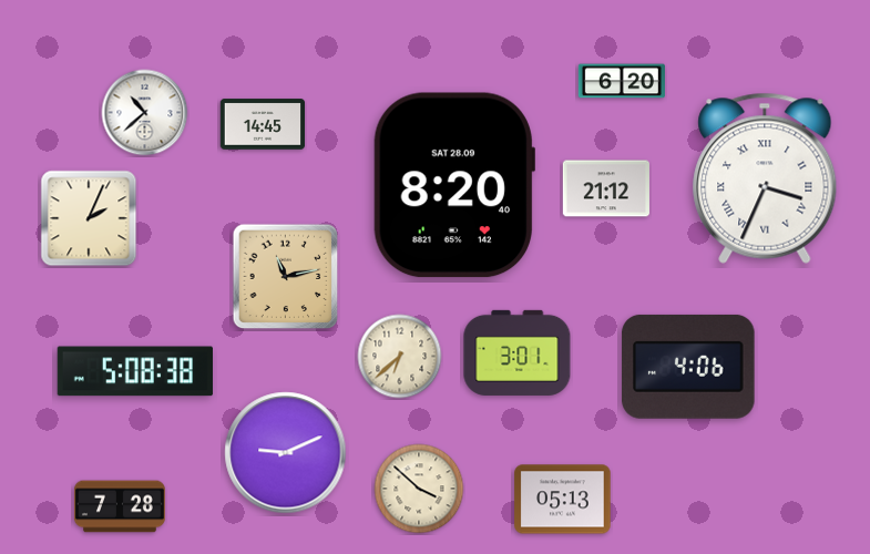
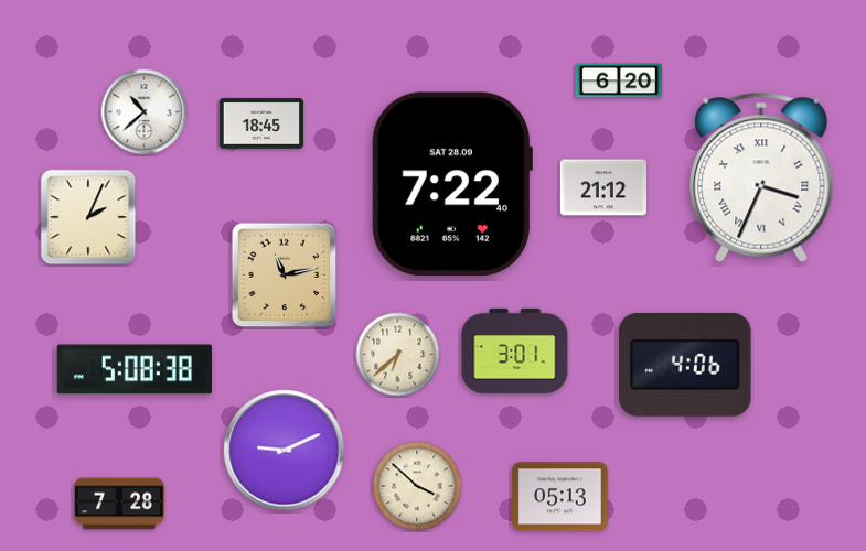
clock at (263, 124): 14:45 -> 18:45
clock at (454, 185): 8:20 -> 7:22
